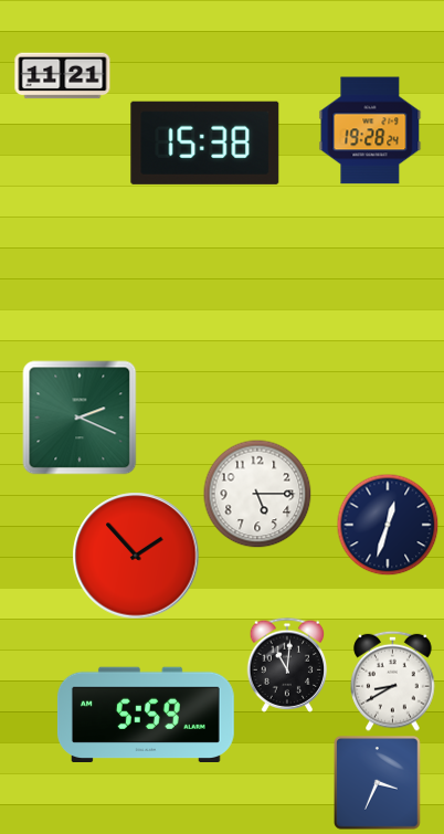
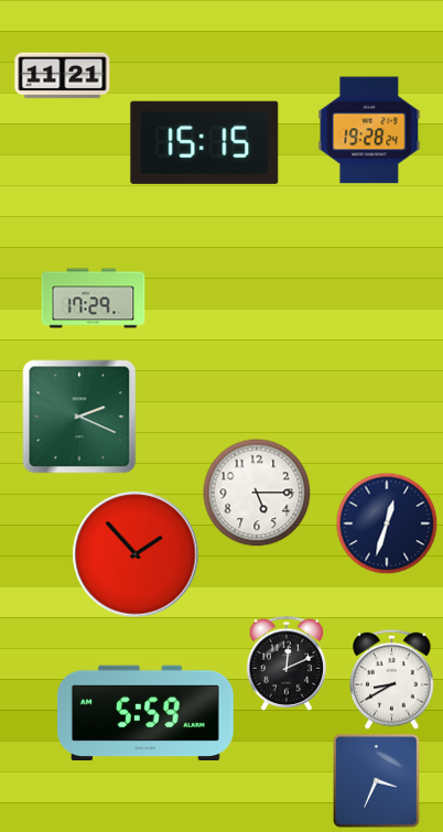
clock at (205, 142): 15:38 -> 15:15
clock at (94, 299): none -> 17:29
clock at (287, 665): 11:01 -> 12:11
